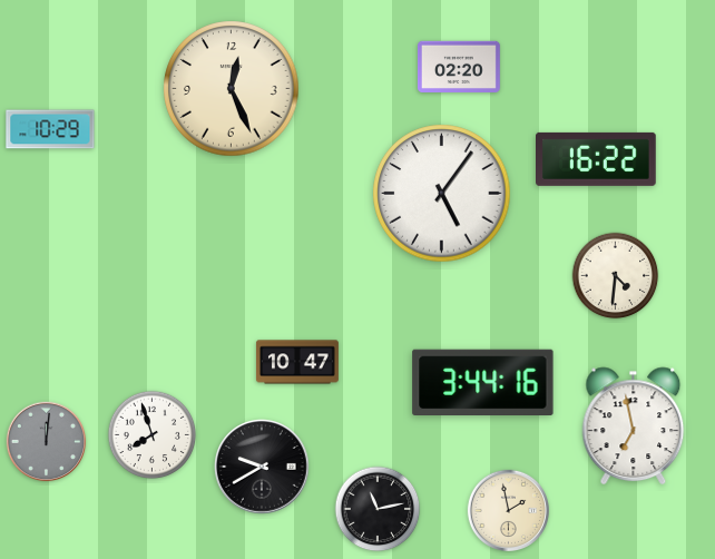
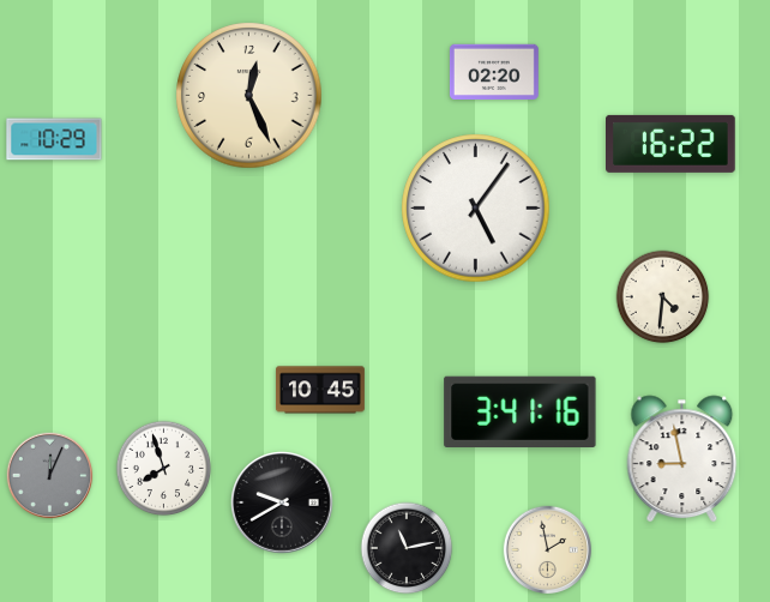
clock at (597, 159) position: (597, 159) -> (672, 144)
clock at (297, 362): 10:47 -> 10:45
clock at (483, 382): 3:44 -> 3:41
clock at (634, 426): 6:58 -> 8:58
clock at (47, 442): 12:01 -> 12:04
